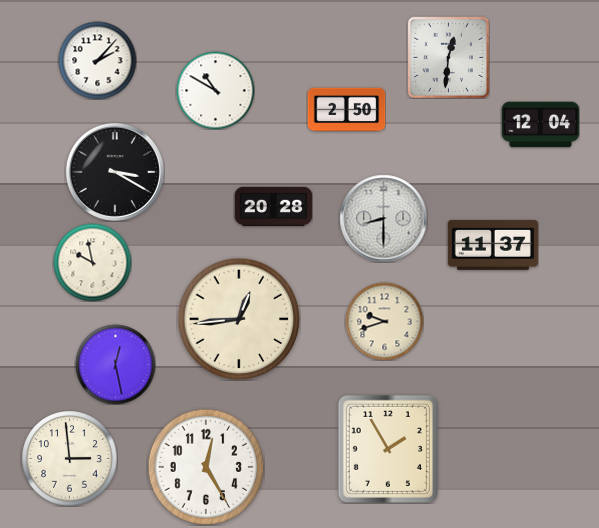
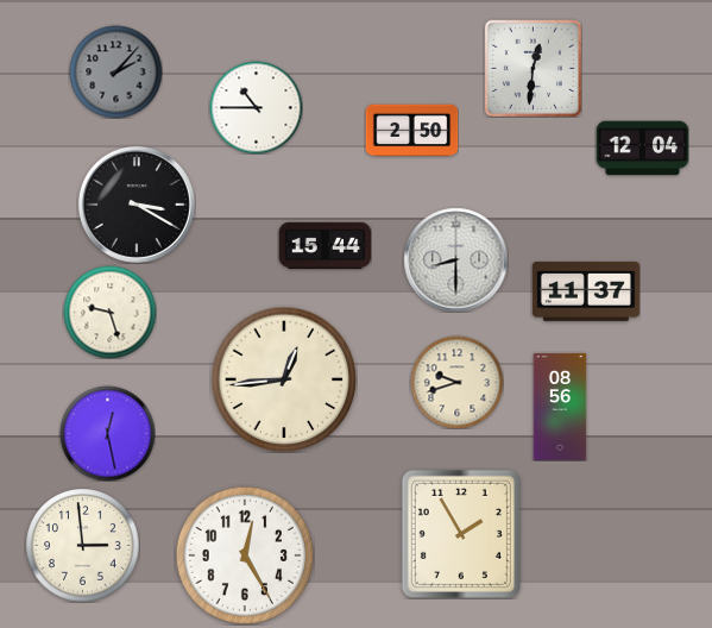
clock at (97, 60) dial: white -> grey
clock at (215, 90): 10:50 -> 10:45
clock at (273, 207): 20:28 -> 15:44
clock at (92, 262): 9:58 -> 9:27
clock at (560, 407): none -> 08:56
clock at (115, 364) position: (115, 364) -> (107, 433)
